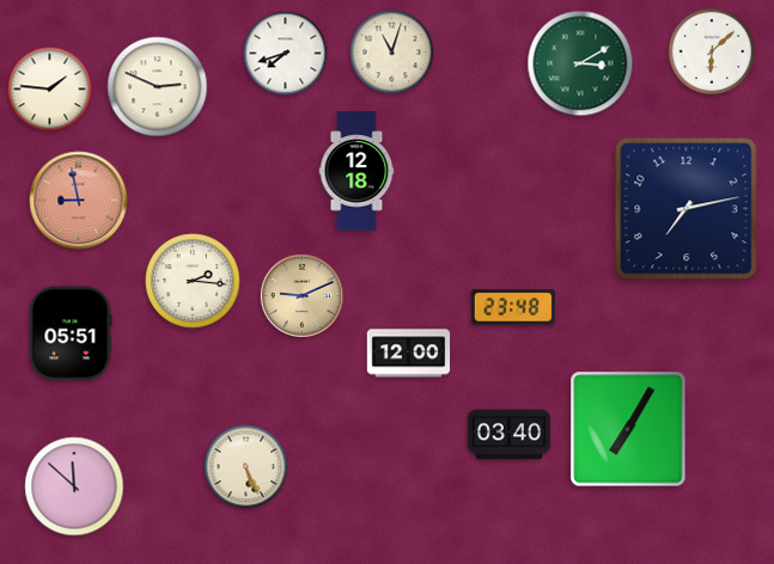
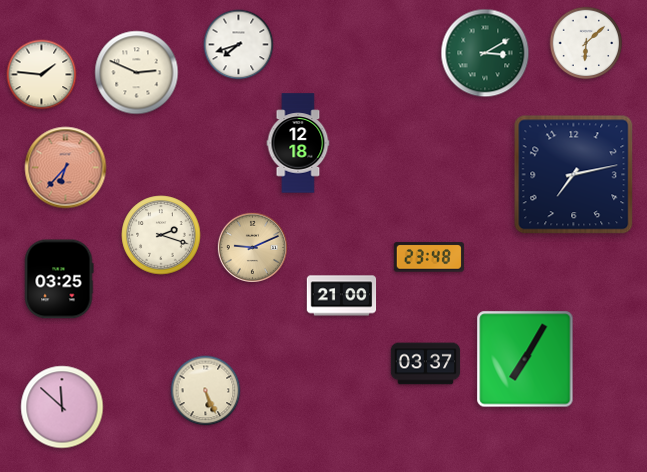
clock at (712, 51) position: (712, 51) -> (586, 43)
clock at (392, 53): 11:03 -> none
clock at (158, 87) position: (158, 87) -> (137, 73)
clock at (79, 201): 8:58 -> 6:37
clock at (193, 281): 2:16 -> 2:18
clock at (71, 333): 05:51 -> 03:25
clock at (409, 354): 12:00 -> 21:00
clock at (510, 435): 03:40 -> 03:37
